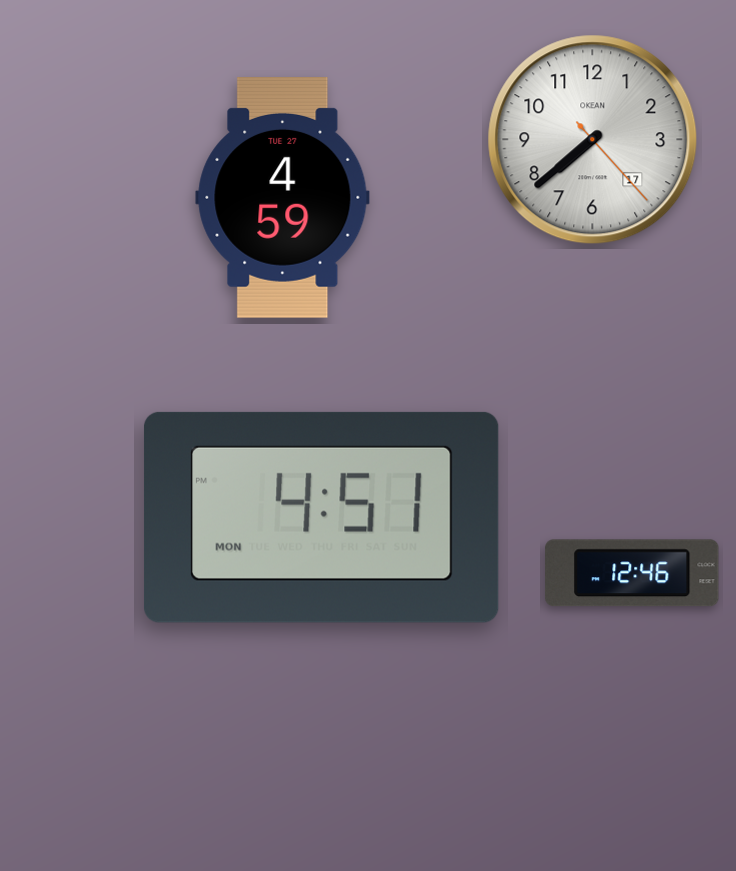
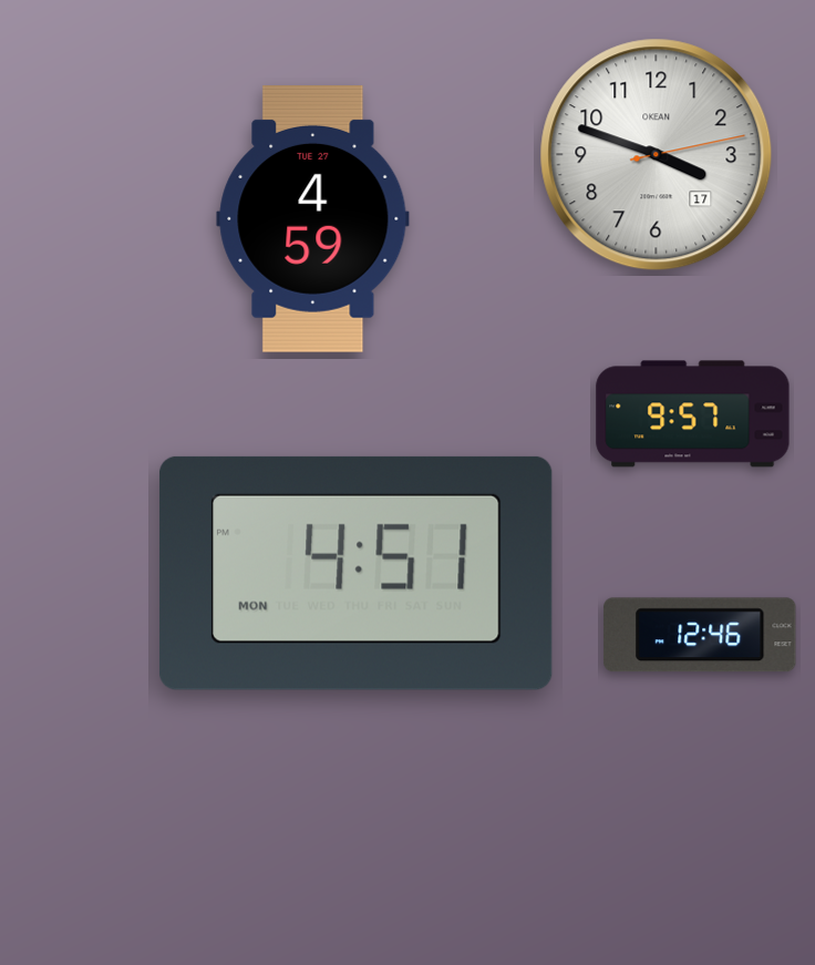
clock at (593, 140): 7:38 -> 3:48
clock at (693, 414): none -> 9:57
